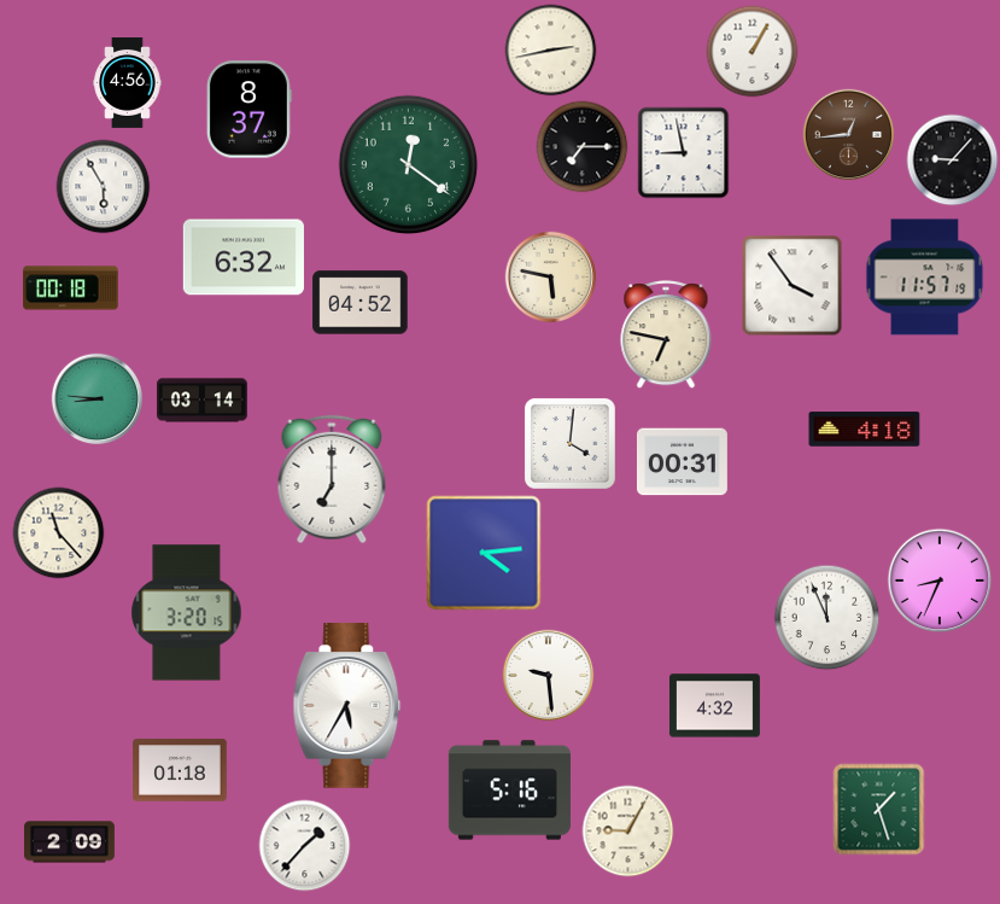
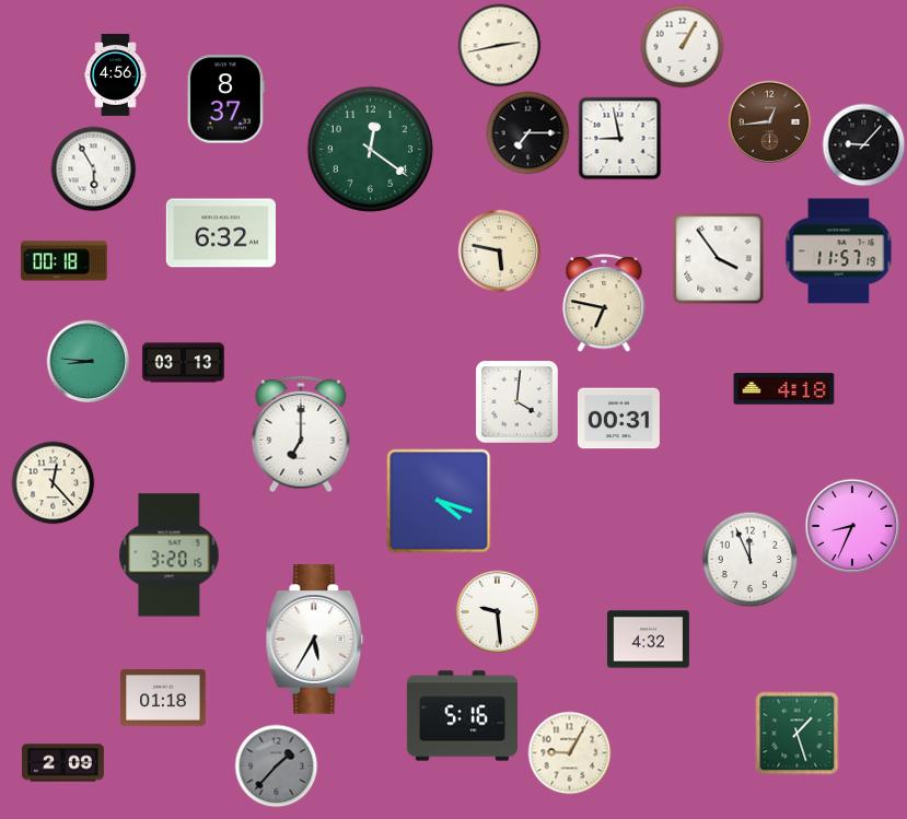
clock at (361, 303): 04:52 -> none
clock at (201, 401): 03:14 -> 03:13
clock at (59, 533): 11:23 -> 12:23
clock at (484, 553): 4:14 -> 4:18
clock at (305, 846) dial: white -> grey
